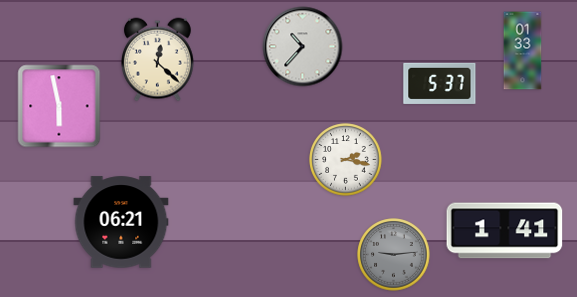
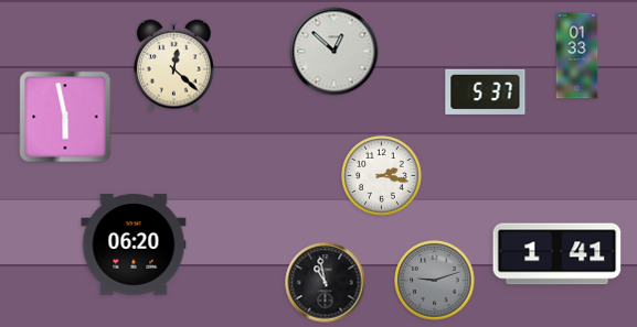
clock at (303, 47): 10:37 -> 12:52
clock at (121, 222): 06:21 -> 06:20
clock at (394, 255): 9:14 -> 9:12
clock at (326, 283): none -> 10:58
